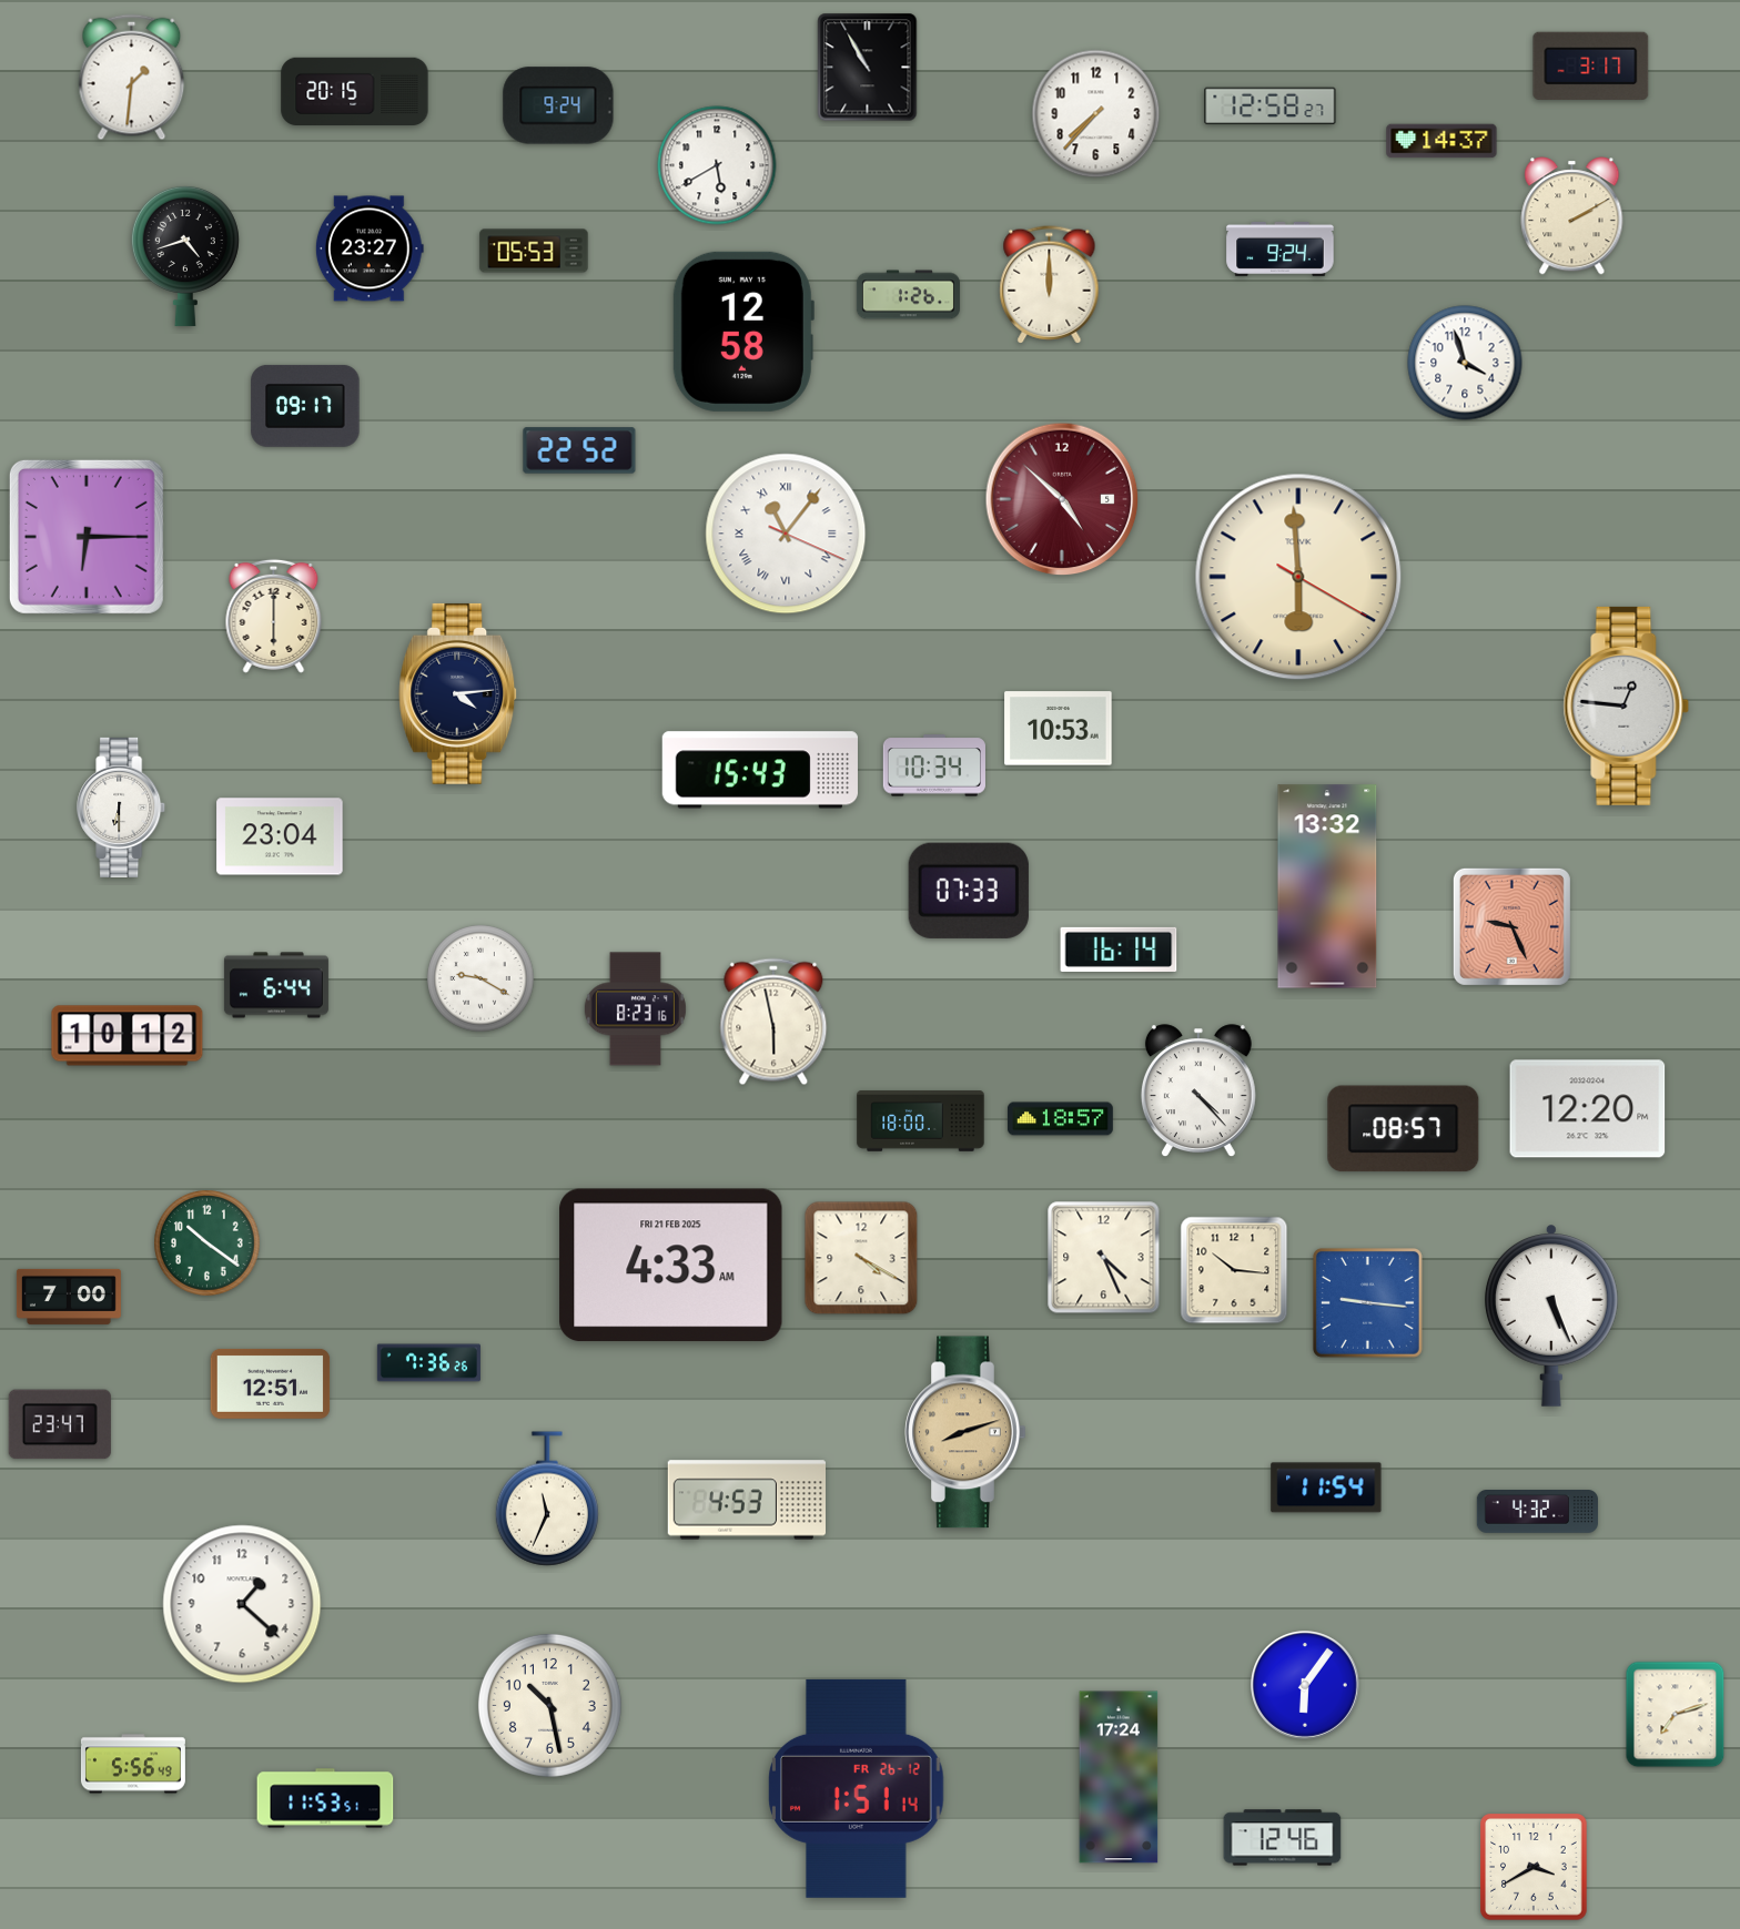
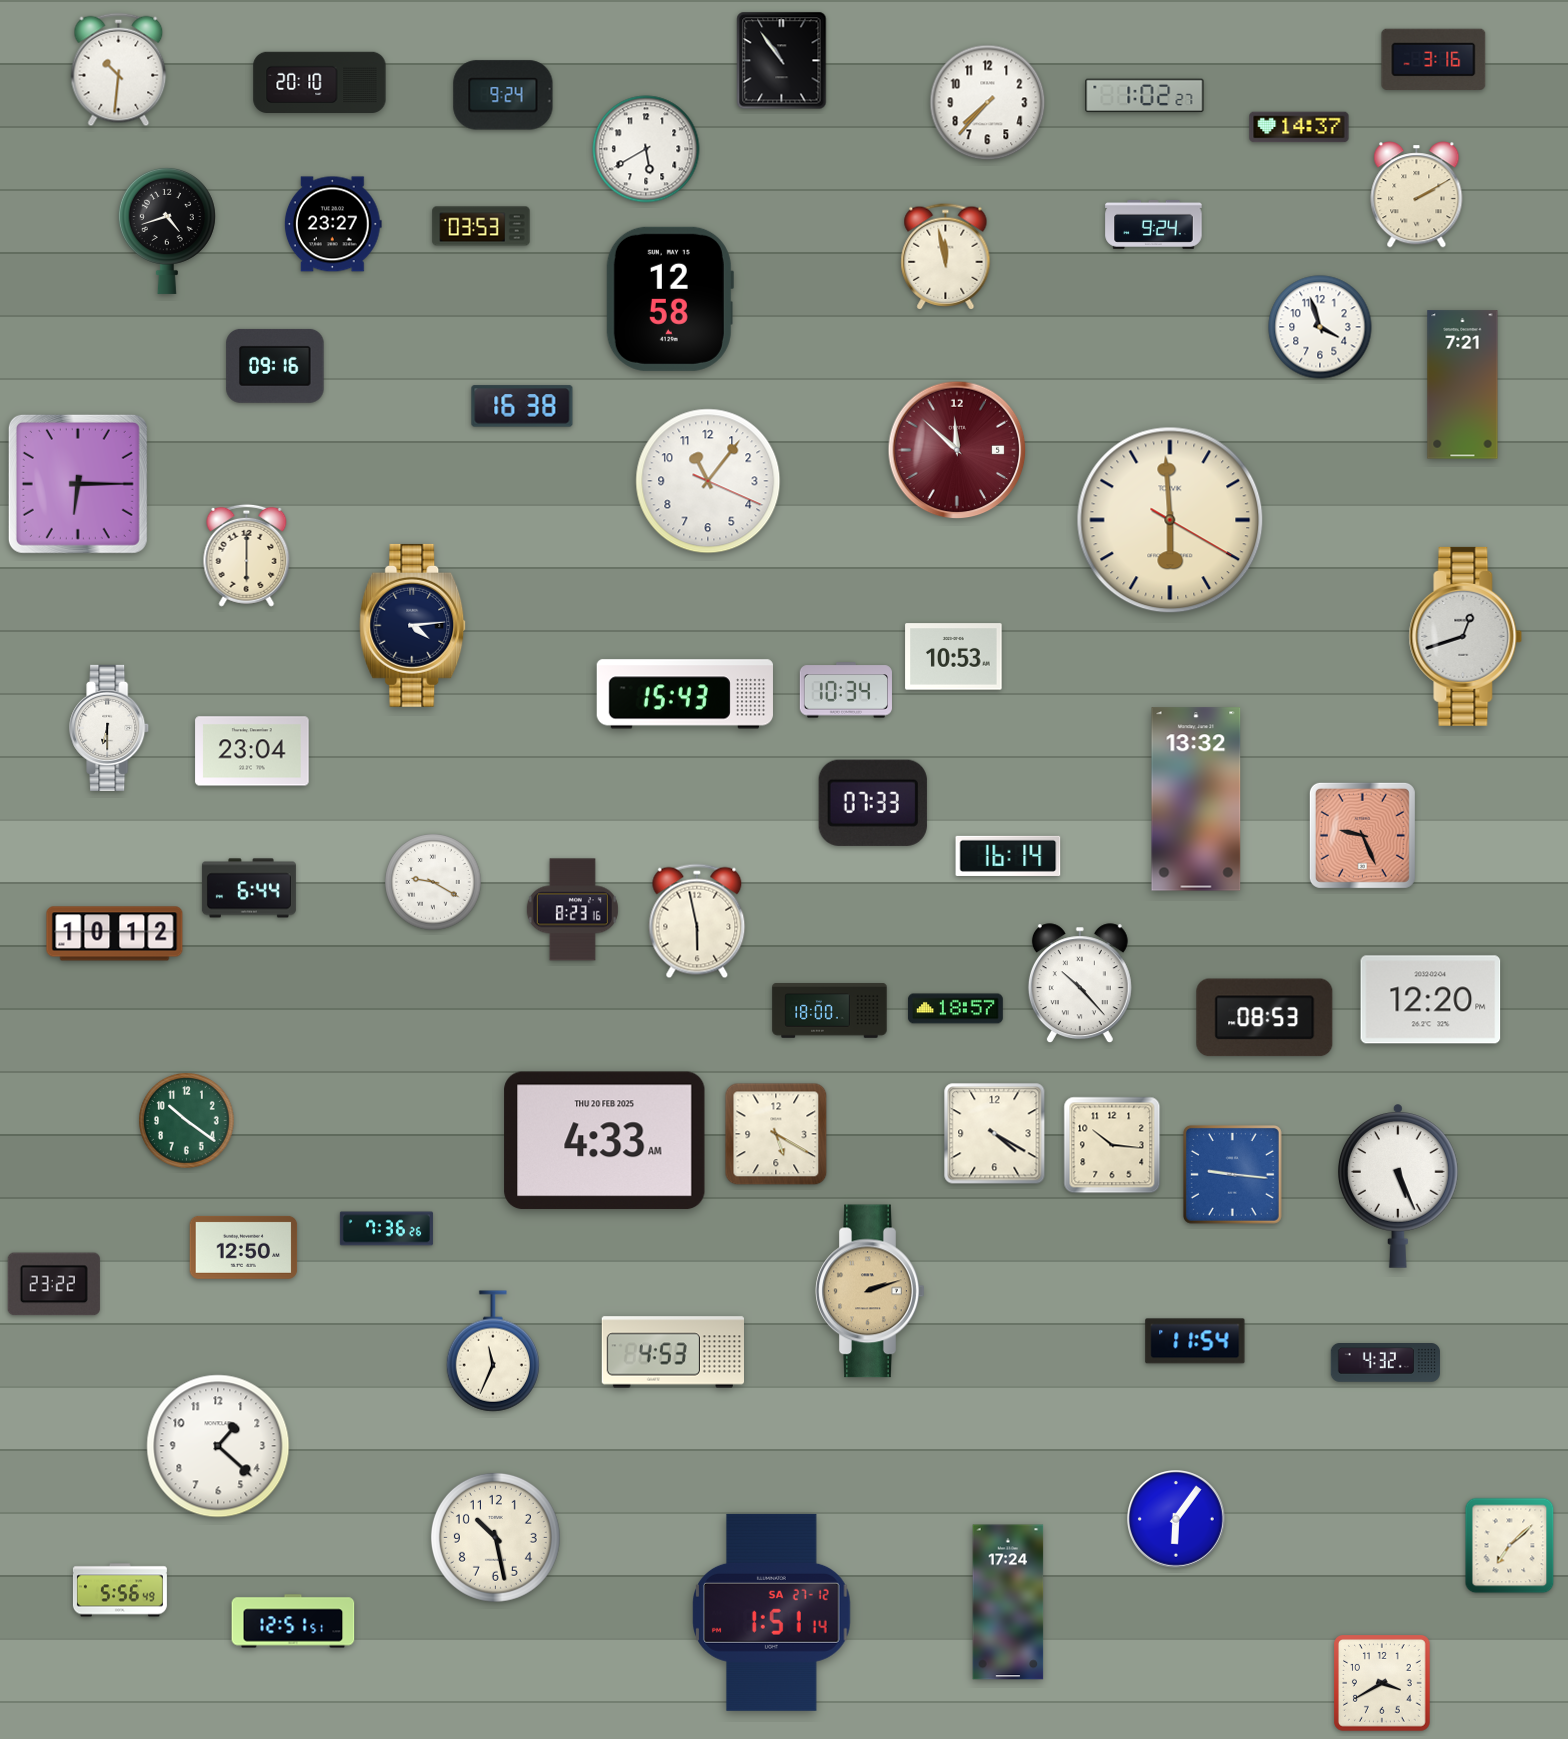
clock at (1591, 65): 3:17 -> 3:16
clock at (868, 68): 10:55 -> 10:54
clock at (132, 78): 1:31 -> 10:31
clock at (355, 91): 20:15 -> 20:10
clock at (1271, 106): 12:58 -> 1:02
clock at (534, 251): 05:53 -> 03:53
clock at (1050, 285): 12:00 -> 11:58
clock at (908, 295): 1:26 -> none
clock at (305, 406): 09:17 -> 09:16
clock at (1463, 385): none -> 7:21
clock at (579, 450): 22:52 -> 16:38
clock at (1062, 499): 4:52 -> 11:52
clock at (786, 534) numerals: Roman -> Arabic
clock at (1627, 705): 12:46 -> 12:42
clock at (934, 765) position: (934, 765) -> (846, 690)
clock at (280, 836) position: (280, 836) -> (252, 751)
clock at (1198, 1092): 4:23 -> 10:23
clock at (1404, 1129): 08:57 -> 08:53
clock at (861, 1258): 4:20 -> 5:20
clock at (1104, 1258): 4:26 -> 4:20
clock at (671, 1265) date: FRI 21 FEB 2025 -> THU 20 FEB 2025
clock at (69, 1297): 7:00 -> none
clock at (271, 1383): 12:51 -> 12:50
clock at (60, 1424): 23:47 -> 23:22
clock at (965, 1432): 8:12 -> 2:12
clock at (1676, 1715): 7:12 -> 7:08
clock at (857, 1788) date: FR 26-12 -> SA 27-12
clock at (325, 1798): 11:53 -> 12:51
clock at (1283, 1838): 12:46 -> none
